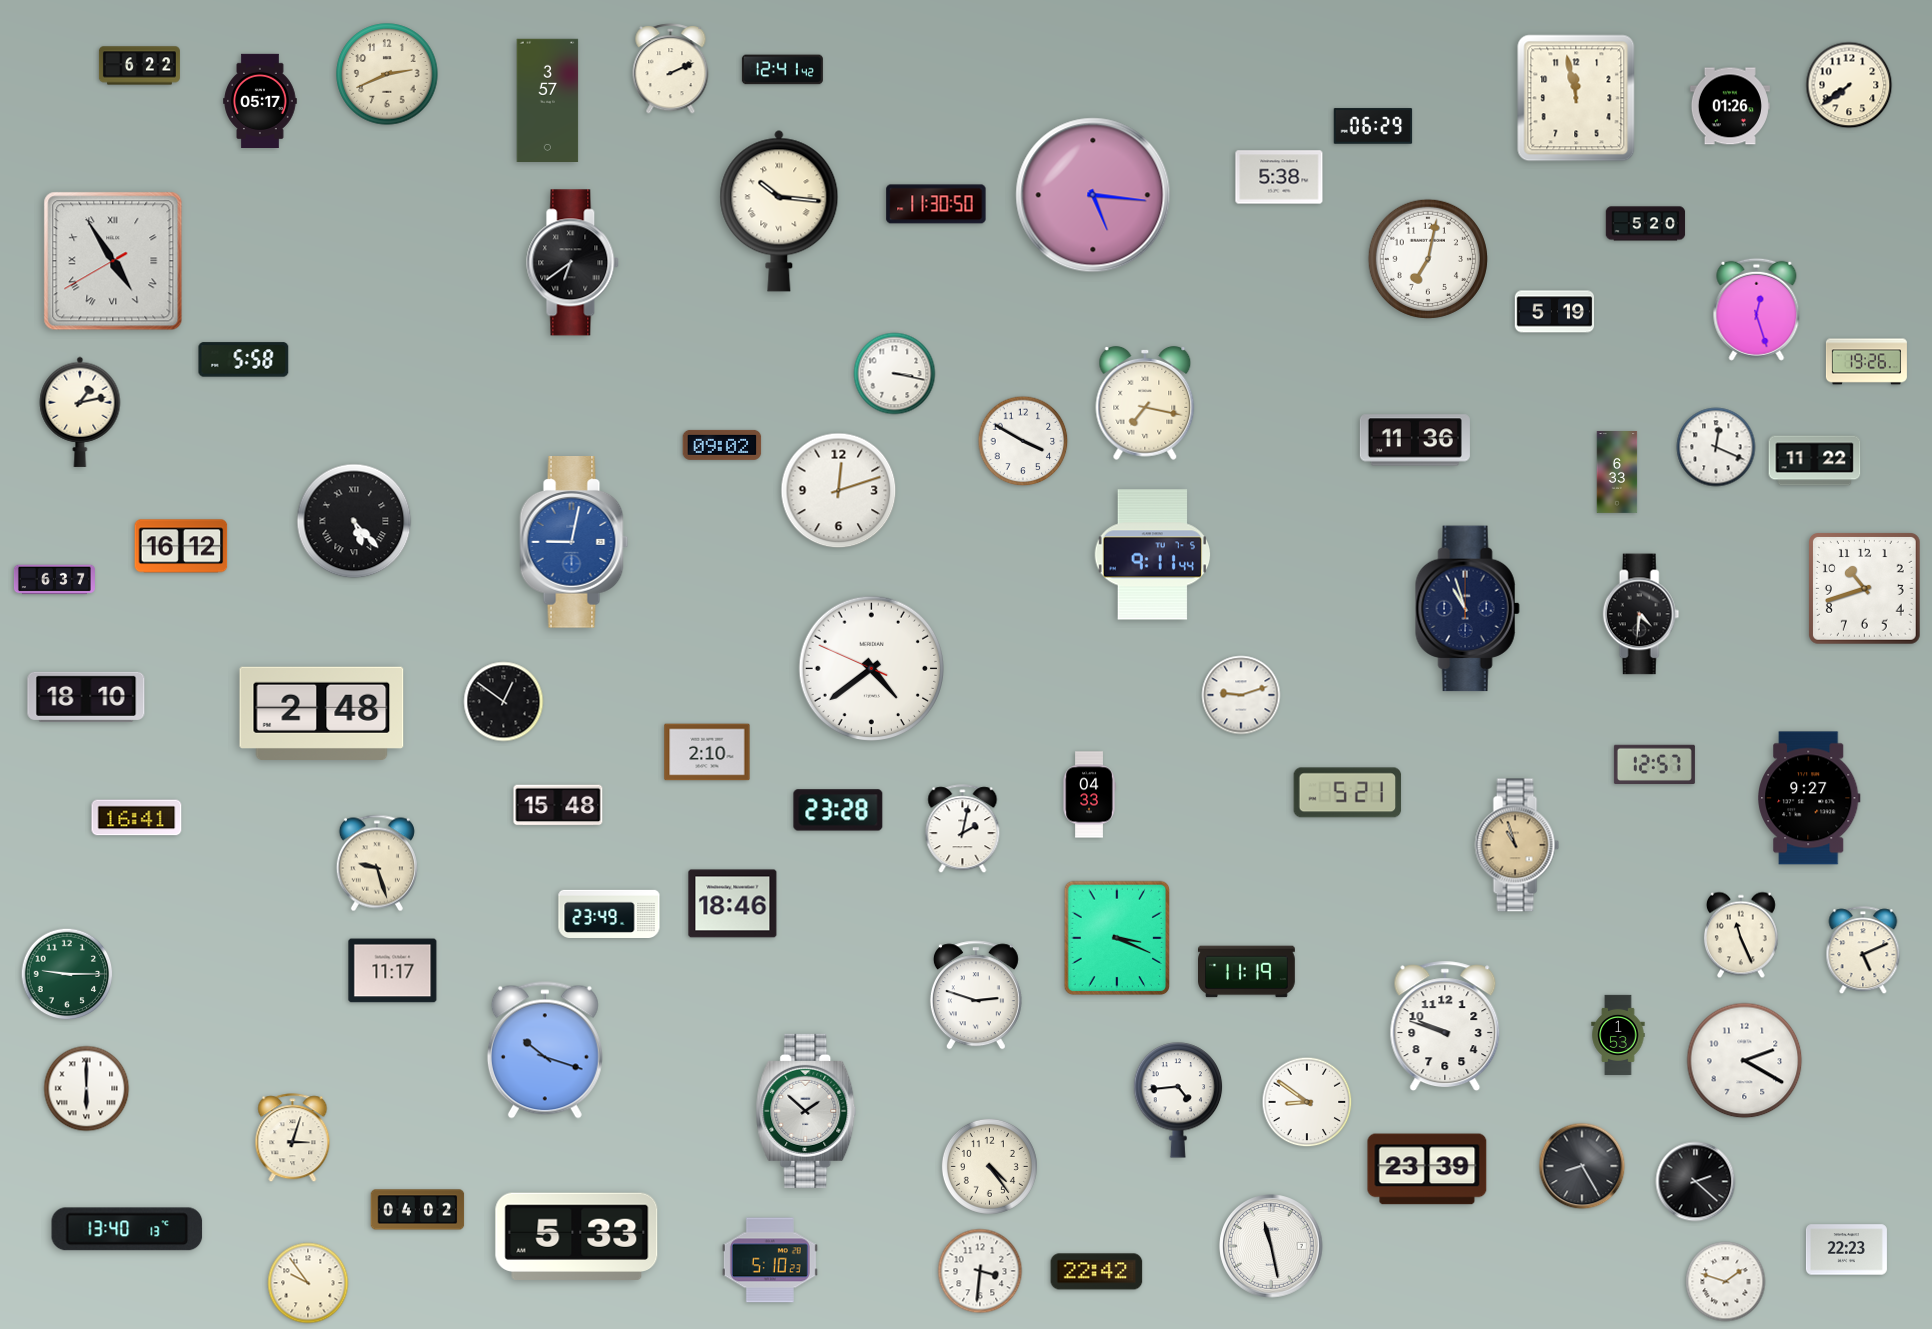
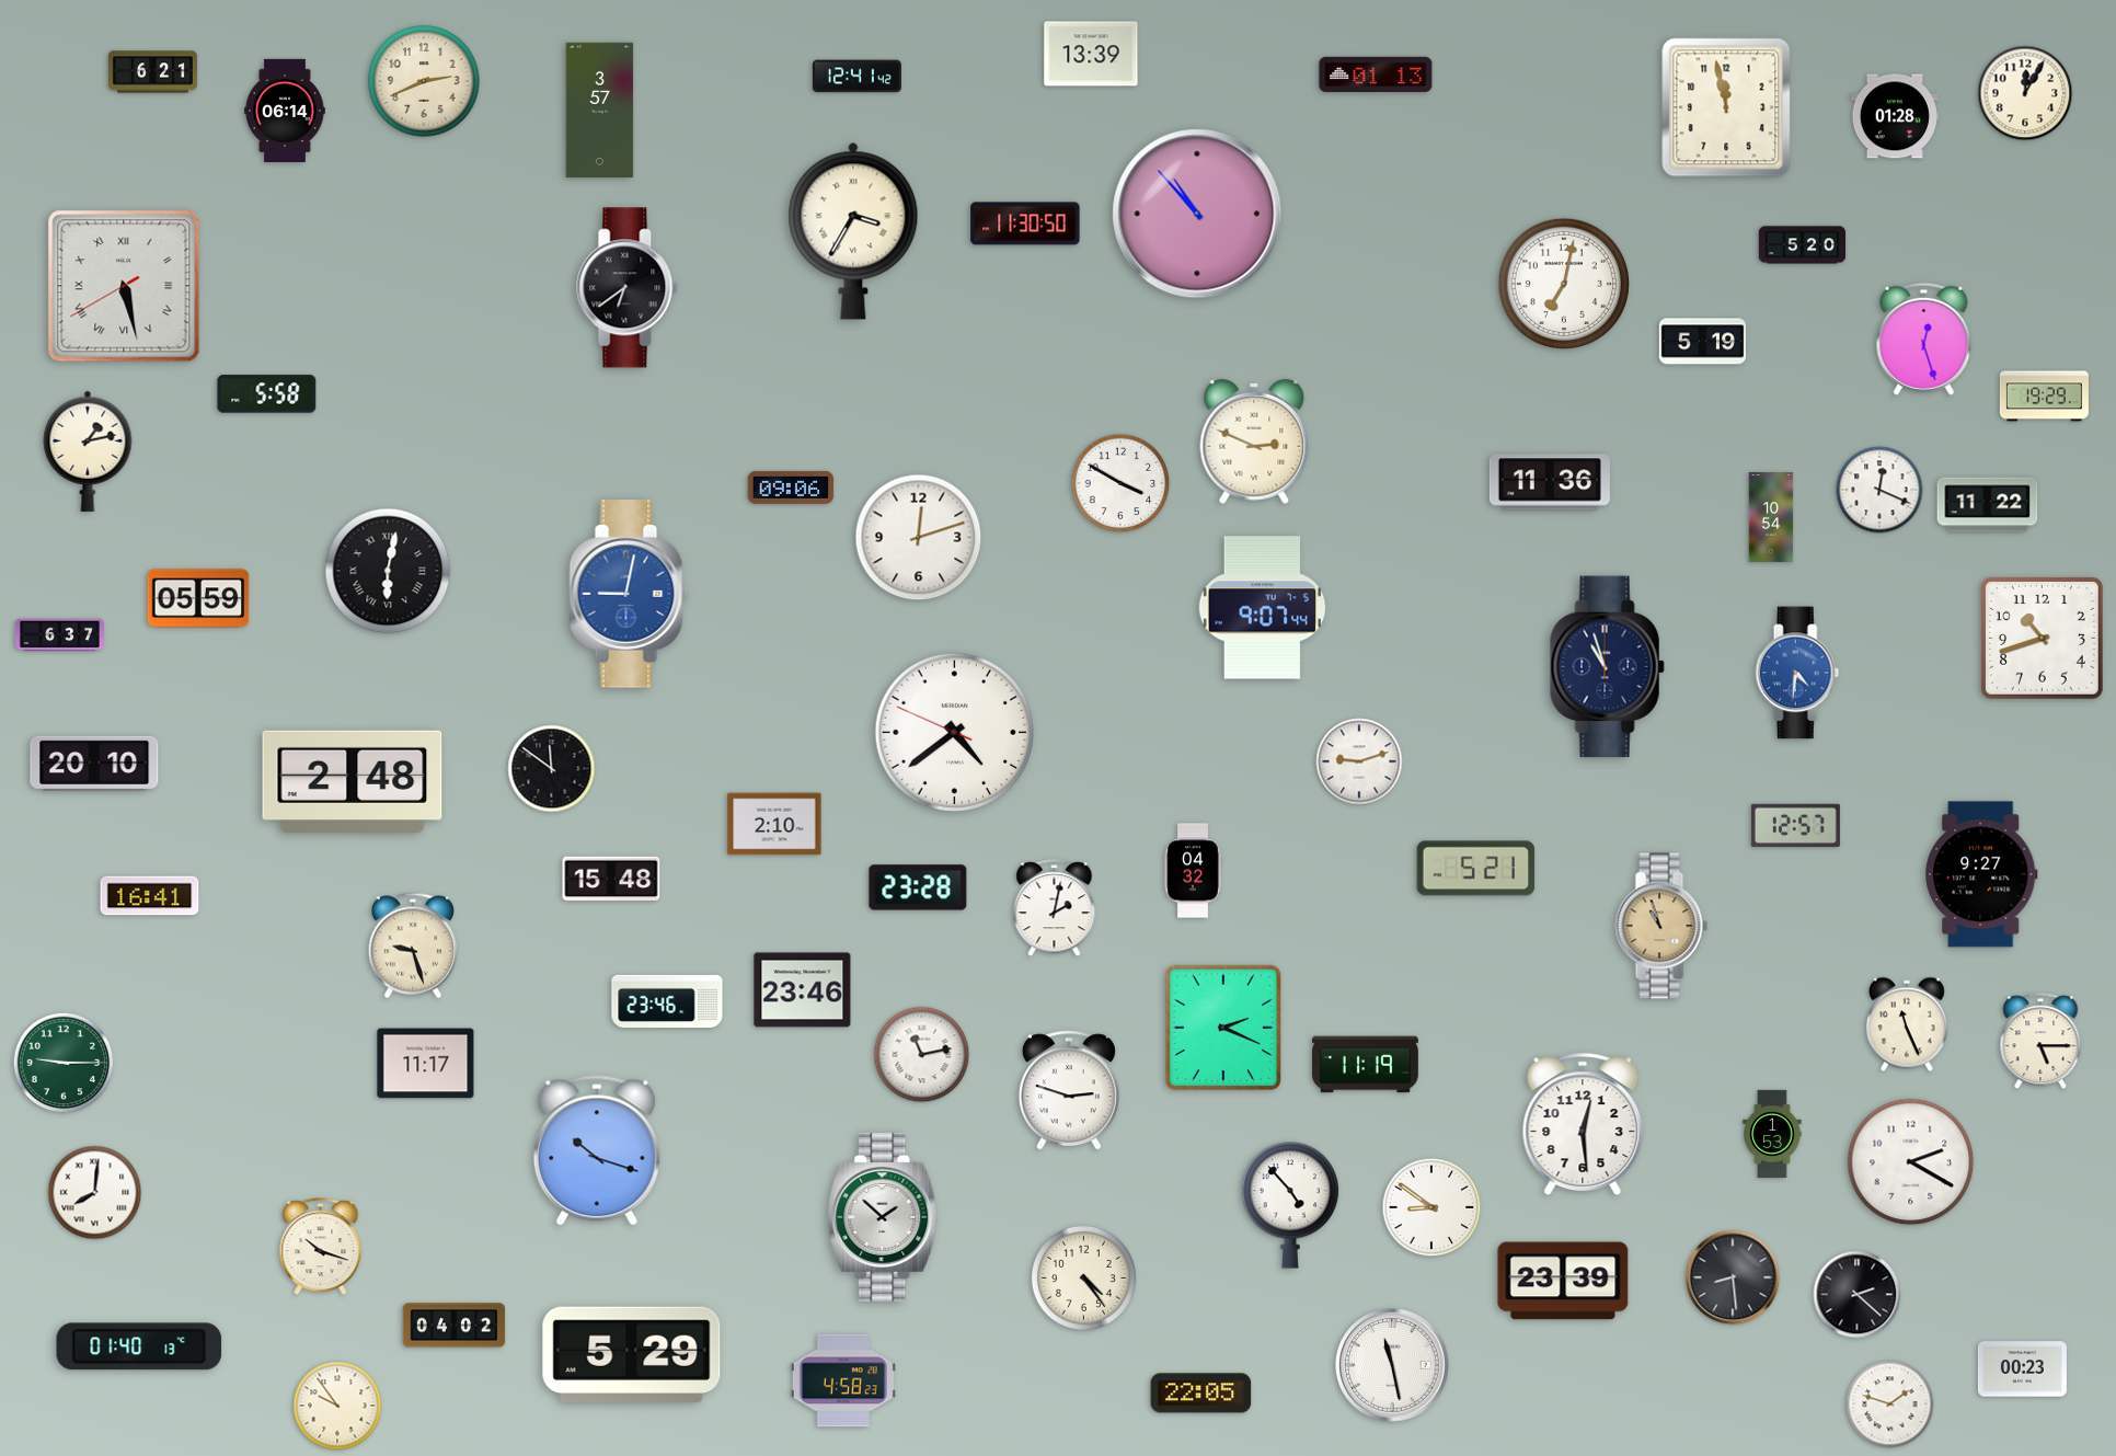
clock at (1091, 54): none -> 13:39
clock at (139, 66): 6:22 -> 6:21
clock at (1376, 74): none -> 01:13
clock at (671, 69): 2:11 -> none
clock at (1849, 85): 7:39 -> 12:05
clock at (260, 100): 05:17 -> 06:14
clock at (1730, 106): 01:26 -> 01:28
clock at (1373, 126): 06:29 -> none
clock at (1279, 177): 5:38 -> none
clock at (1093, 195): 5:16 -> 10:53
clock at (779, 211): 10:16 -> 3:35
clock at (113, 261): 4:54 -> 5:27
clock at (1866, 362): 19:26 -> 19:29
clock at (895, 374): 3:17 -> none
clock at (1145, 403): 7:17 -> 2:49
clock at (722, 445): 09:02 -> 09:06
clock at (1617, 473): 6:33 -> 10:54
clock at (354, 521): 5:23 -> 6:02
clock at (181, 546): 16:12 -> 05:59
clock at (1153, 555): 9:11 -> 9:07
clock at (1865, 589) position: (1865, 589) -> (2043, 639)
clock at (1641, 614) dial: black -> blue
clock at (86, 697): 18:10 -> 20:10
clock at (504, 702): 12:51 -> 11:51
clock at (1654, 765) position: (1654, 765) -> (1795, 826)
clock at (1089, 795): 04:33 -> 04:32
clock at (558, 805) position: (558, 805) -> (611, 879)
clock at (733, 904): 18:46 -> 23:46
clock at (609, 913): 23:49 -> 23:46
clock at (1117, 938): 3:19 -> 2:19
clock at (1863, 951): 5:11 -> 5:15
clock at (922, 1055): none -> 11:13
clock at (393, 971) position: (393, 971) -> (426, 1064)
clock at (67, 974) position: (67, 974) -> (64, 1063)
clock at (1445, 1026): 9:48 -> 12:29
clock at (87, 1089): 6:00 -> 8:01
clock at (1178, 1100): 4:44 -> 4:53
clock at (293, 1138): 3:03 -> 10:18
clock at (1582, 1166): 8:25 -> 8:29
clock at (418, 1210) position: (418, 1210) -> (455, 1326)
clock at (127, 1229): 13:40 -> 01:40
clock at (577, 1237): 5:33 -> 5:29
clock at (1846, 1250): 22:23 -> 00:23
clock at (770, 1260): 5:10 -> 4:58
clock at (980, 1271): 3:31 -> none
clock at (1097, 1272): 22:42 -> 22:05
